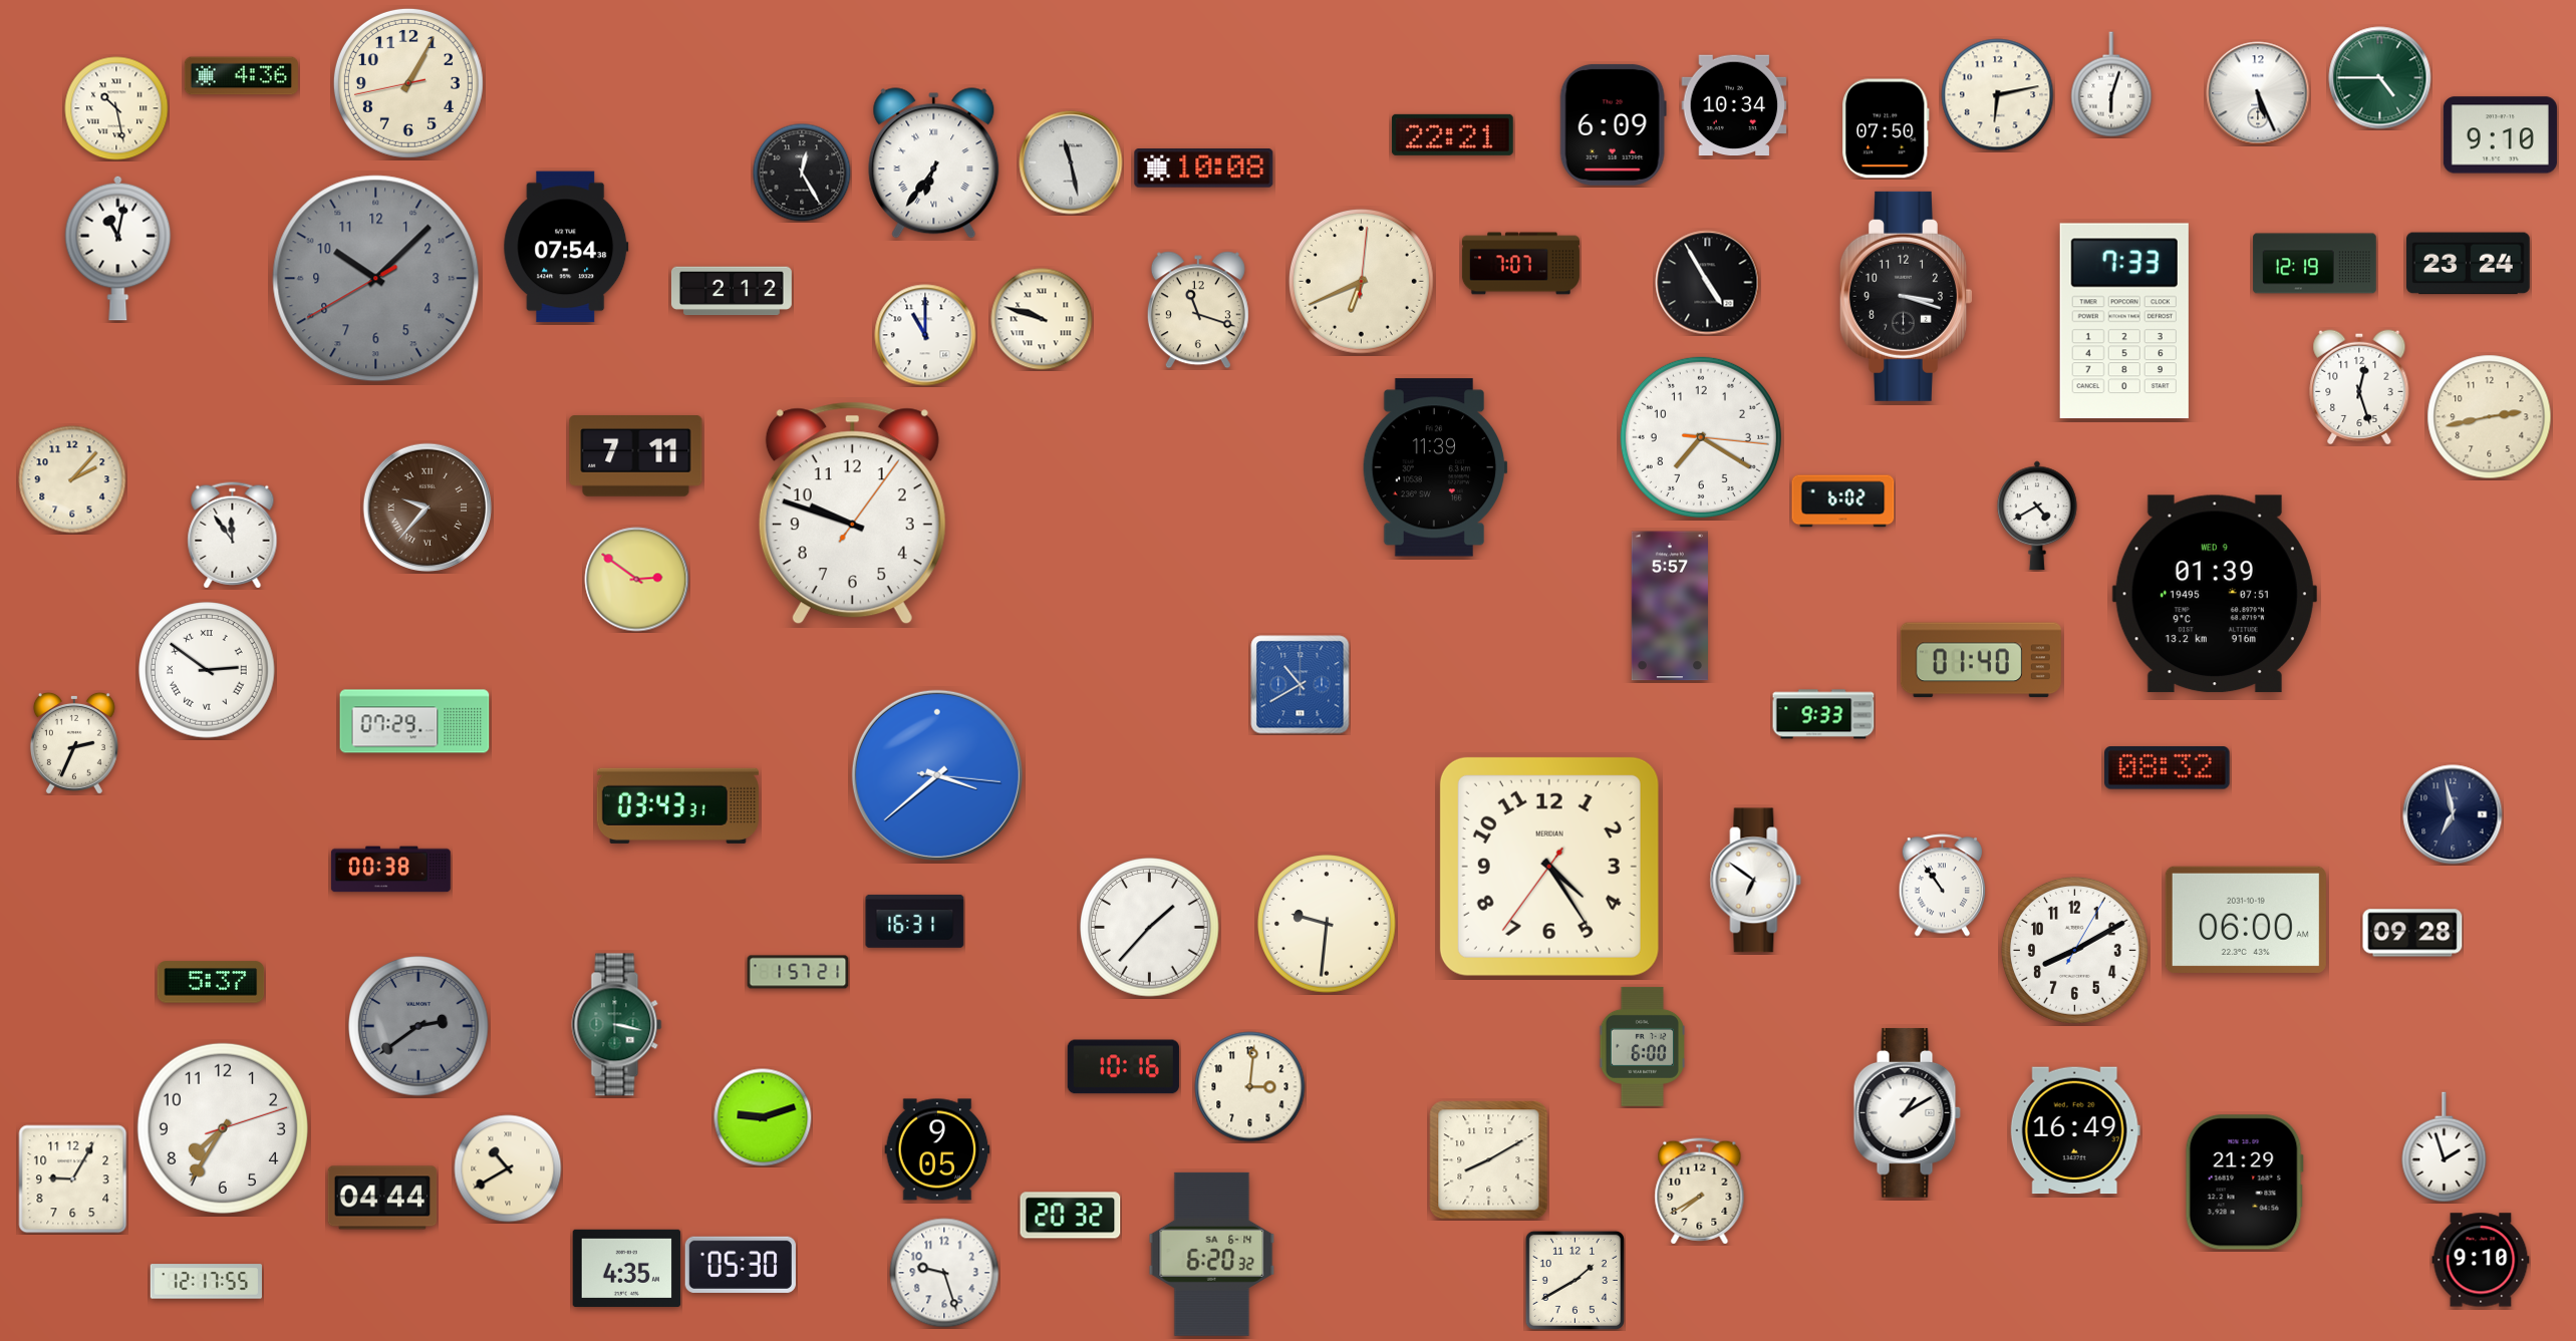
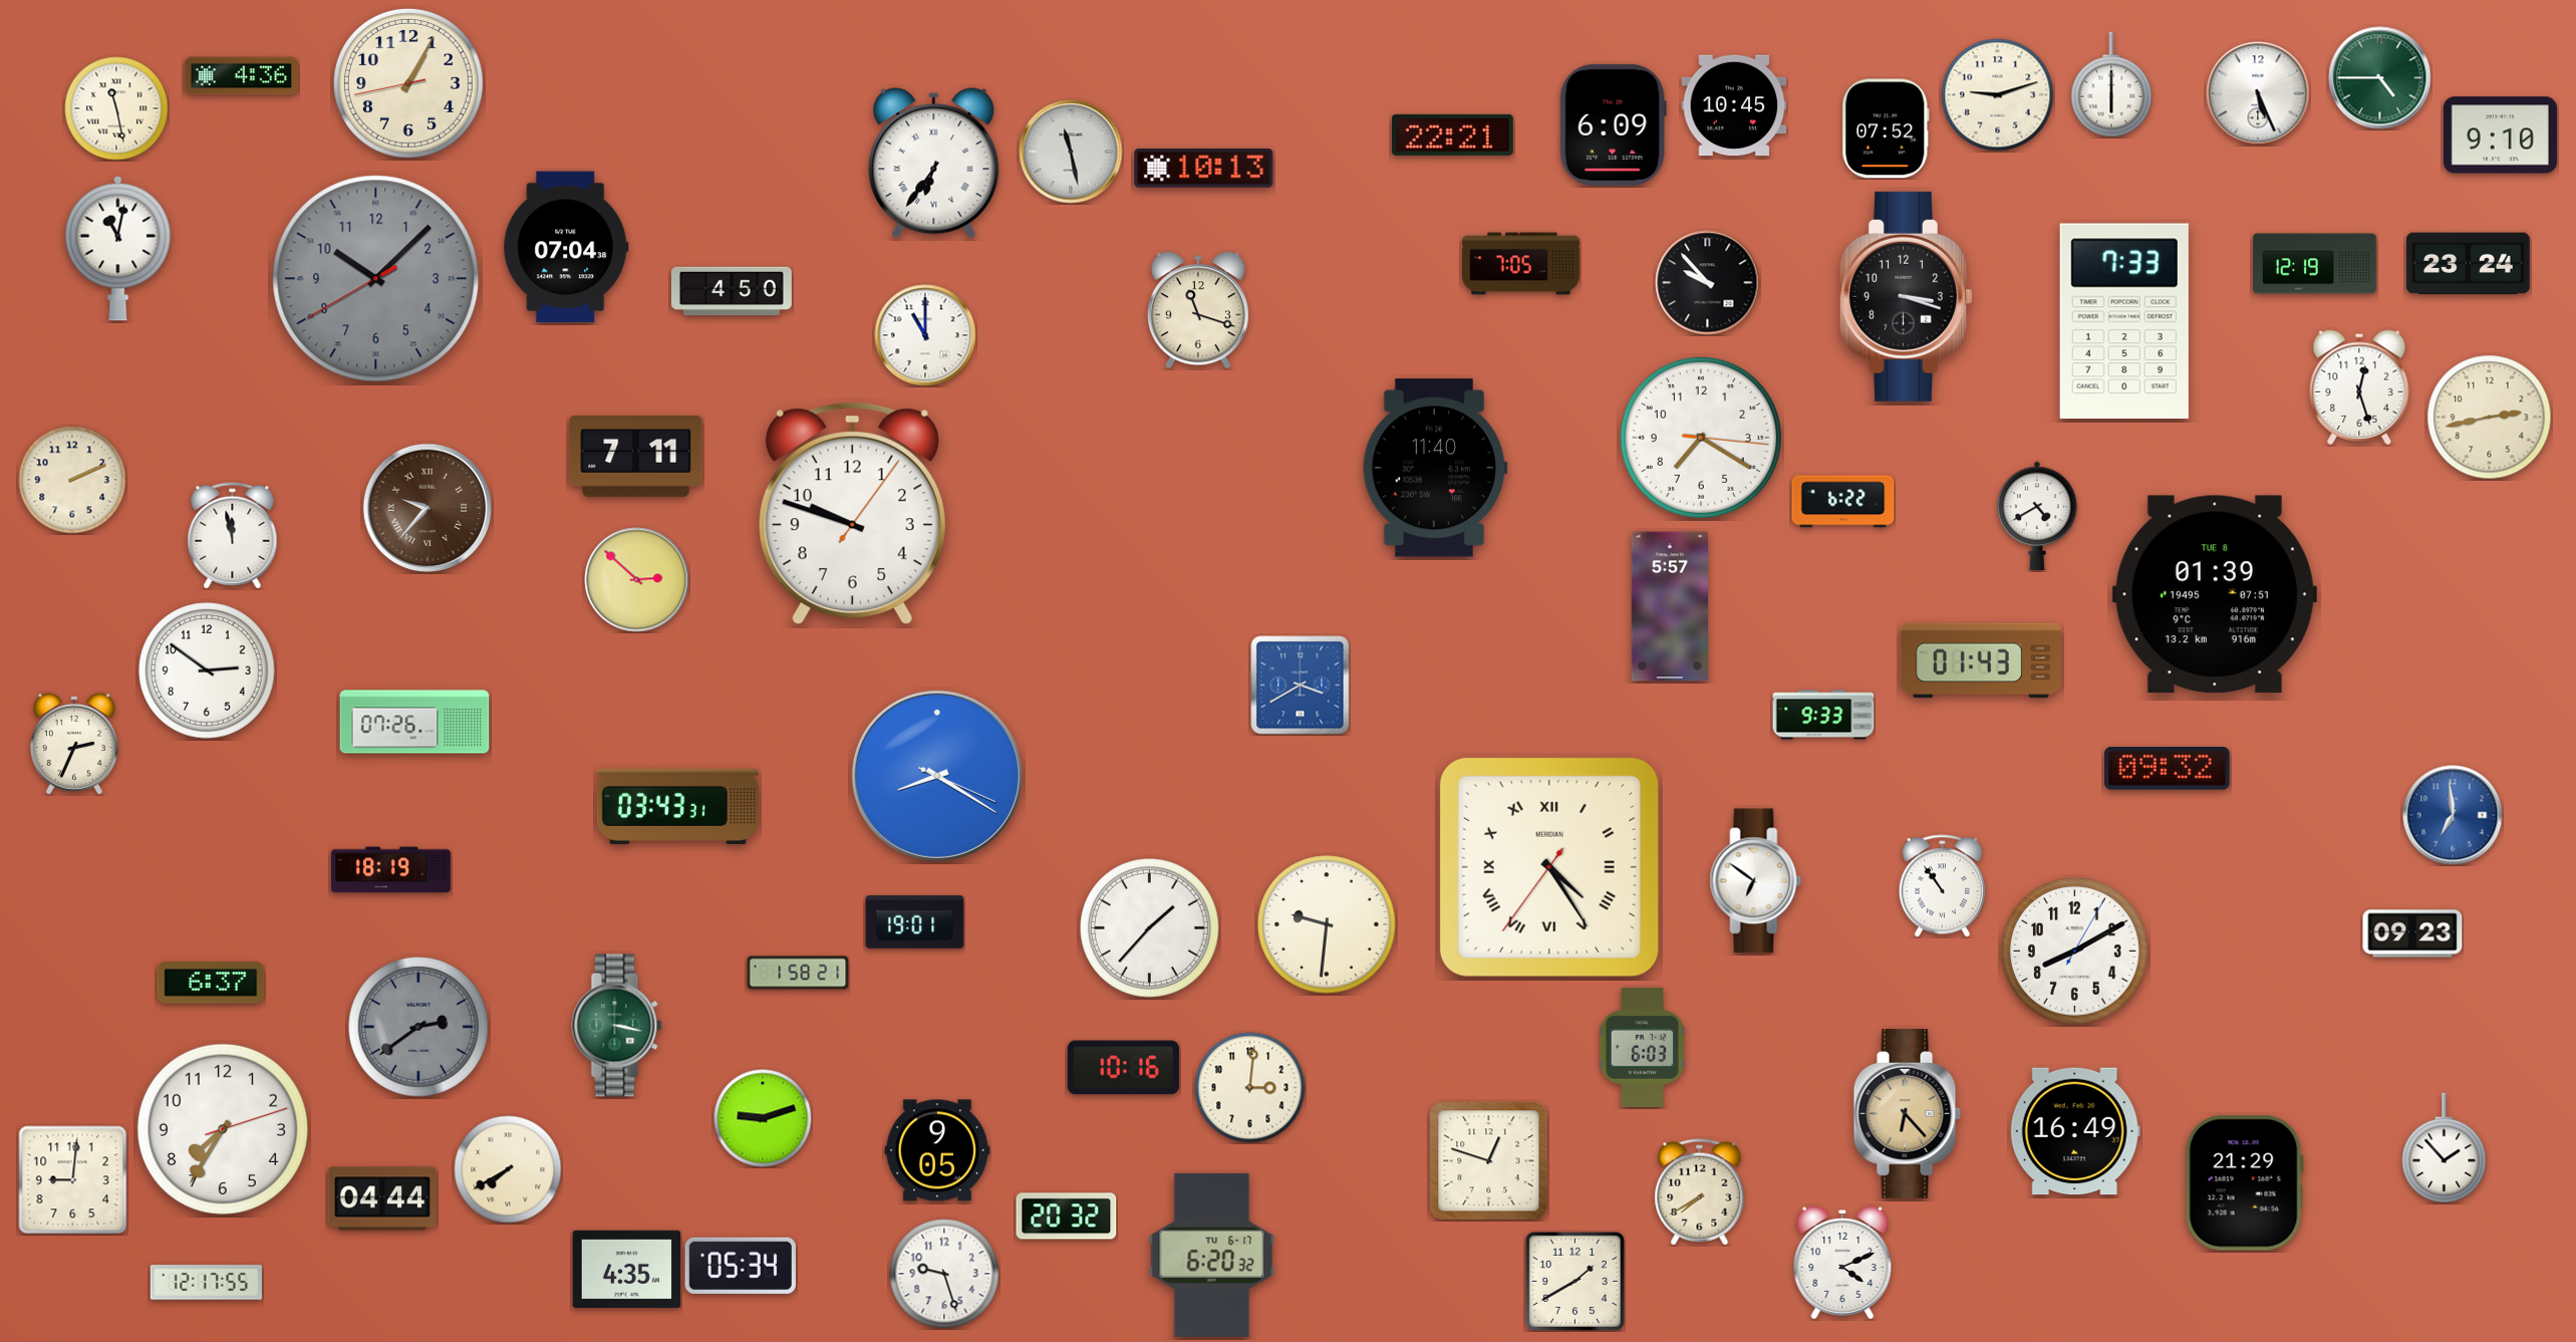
clock at (2111, 84): 6:03 -> 6:00
clock at (1998, 95): 6:13 -> 9:12
clock at (1734, 105): 10:34 -> 10:45
clock at (116, 108): 10:28 -> 11:28
clock at (1887, 128): 07:50 -> 07:52
clock at (1071, 162) position: (1071, 162) -> (1071, 152)
clock at (1204, 169): 10:08 -> 10:13
clock at (802, 173): 12:25 -> none
clock at (566, 247): 07:54 -> 07:04
clock at (1520, 264): 7:07 -> 7:05
clock at (1361, 281): 6:41 -> none
clock at (1708, 283): 4:55 -> 9:53
clock at (732, 291): 2:12 -> 4:50
clock at (1042, 319): 9:48 -> none
clock at (1435, 467): 11:39 -> 11:40
clock at (72, 479): 2:07 -> 2:11
clock at (1843, 501): 6:02 -> 6:22
clock at (233, 536): 11:54 -> 11:58
clock at (637, 580): 2:51 -> 2:52
clock at (2215, 594) date: WED 9 -> TUE 8
clock at (1981, 660): 01:40 -> 01:43
clock at (207, 670) numerals: Roman -> Arabic
clock at (1301, 685): 10:40 -> 3:40
clock at (414, 721): 07:29 -> 07:26
clock at (2168, 768): 08:32 -> 09:32
clock at (937, 775): 3:38 -> 8:20
clock at (2453, 814): 6:58 -> 6:59
clock at (2453, 814) dial: navy -> blue
clock at (1549, 867) numerals: Arabic -> Roman
clock at (390, 870): 00:38 -> 18:19
clock at (2246, 920): 06:00 -> none
clock at (915, 921): 16:31 -> 19:01
clock at (2412, 933): 09:28 -> 09:23
clock at (798, 972): 1:57 -> 1:58
clock at (211, 982): 5:37 -> 6:37
clock at (1642, 1046): 6:00 -> 6:03
clock at (1907, 1112): 1:10 -> 6:23
clock at (1907, 1112) dial: white -> champagne
clock at (2445, 1147): 1:57 -> 1:53
clock at (1489, 1160): 8:10 -> 12:48
clock at (508, 1168): 10:40 -> 7:40
clock at (73, 1180): 9:05 -> 9:01
clock at (1071, 1216) position: (1071, 1216) -> (1067, 1217)
clock at (1212, 1254) date: SA 6-14 -> TU 6-17
clock at (2481, 1260): 9:10 -> none
clock at (1842, 1263): none -> 4:11
clock at (741, 1265): 05:30 -> 05:34
